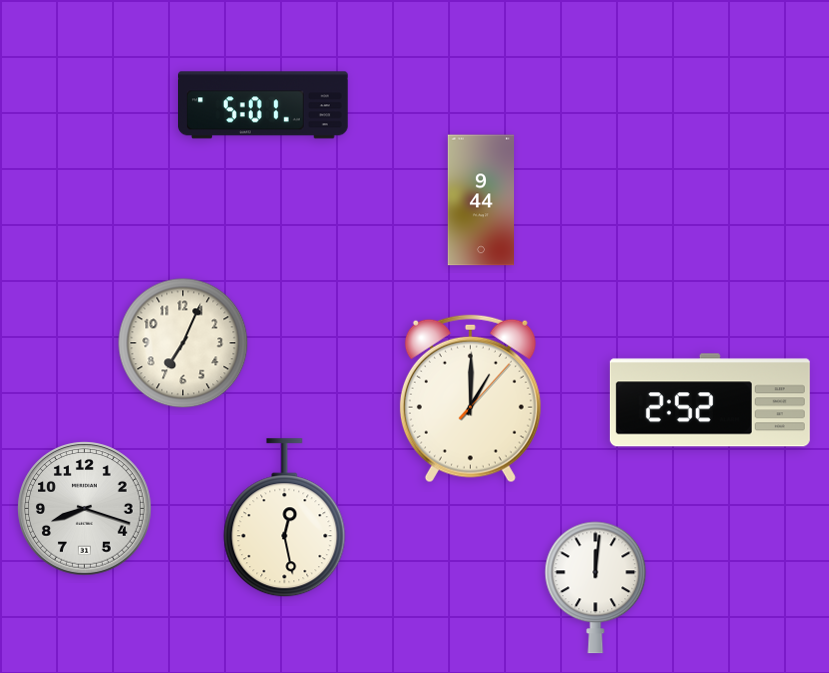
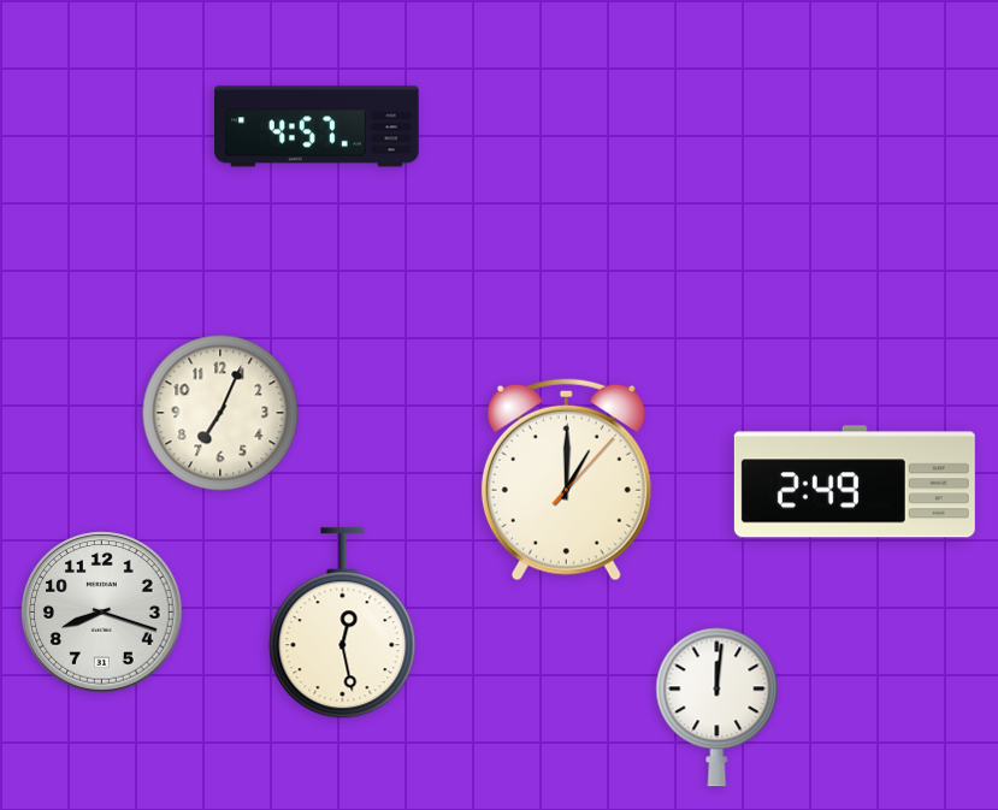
clock at (264, 105): 5:01 -> 4:57
clock at (480, 200): 9:44 -> none
clock at (710, 400): 2:52 -> 2:49
